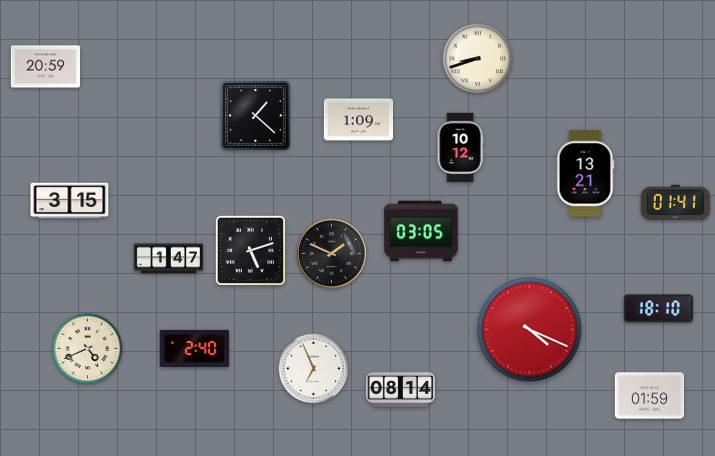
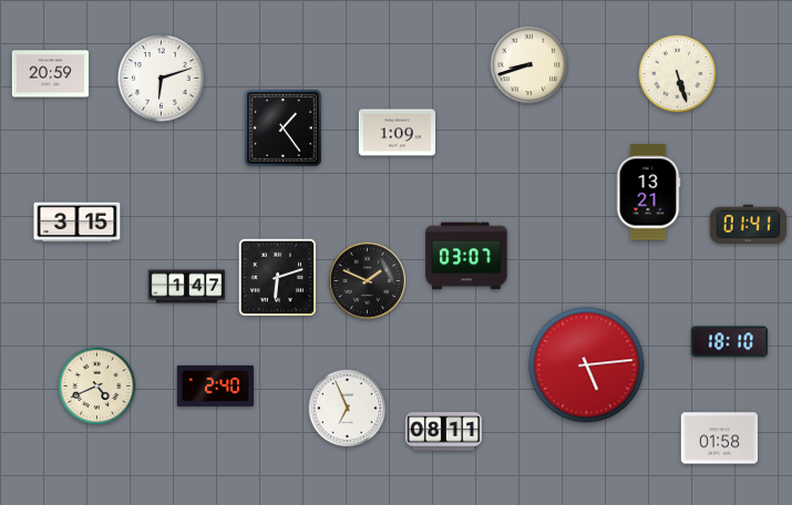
clock at (678, 74): none -> 5:27
clock at (162, 79): none -> 6:12
clock at (256, 116): 1:22 -> 1:24
clock at (460, 148): 10:12 -> none
clock at (421, 231): 03:05 -> 03:07
clock at (250, 250): 5:12 -> 6:12
clock at (530, 330): 4:19 -> 5:14
clock at (401, 390): 08:14 -> 08:11
clock at (650, 396): 01:59 -> 01:58
